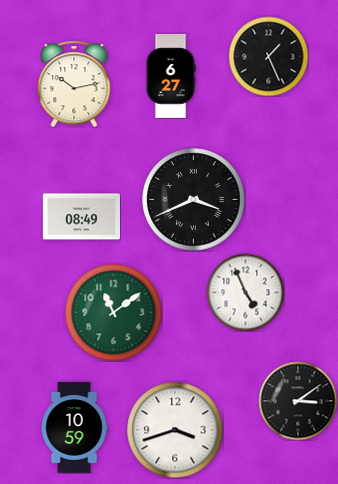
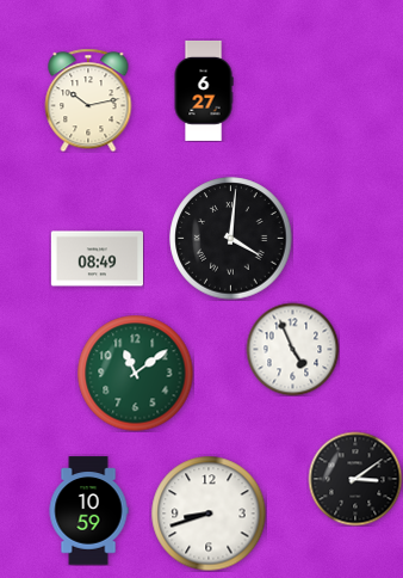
clock at (268, 56): 1:26 -> none
clock at (194, 200): 3:41 -> 4:01
clock at (175, 430): 3:42 -> 8:42
